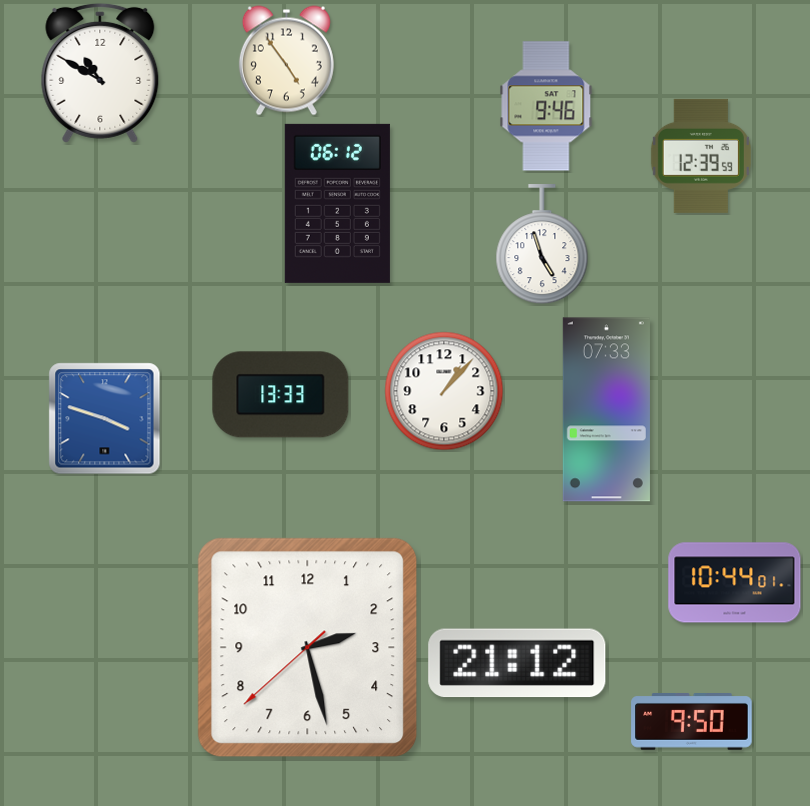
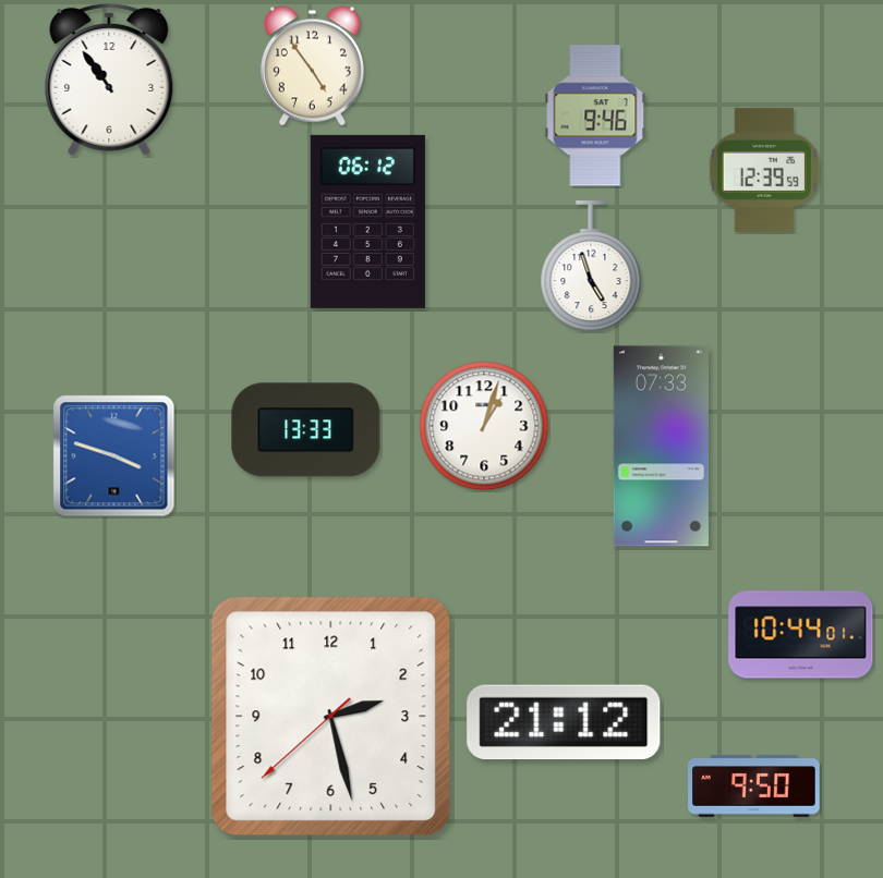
clock at (100, 73): 10:50 -> 10:54
clock at (444, 391): 1:07 -> 1:03
clock at (308, 648) position: (308, 648) -> (331, 717)
